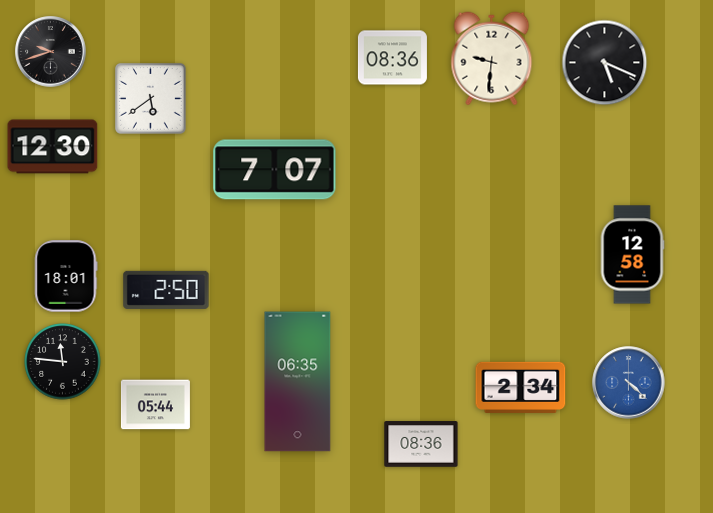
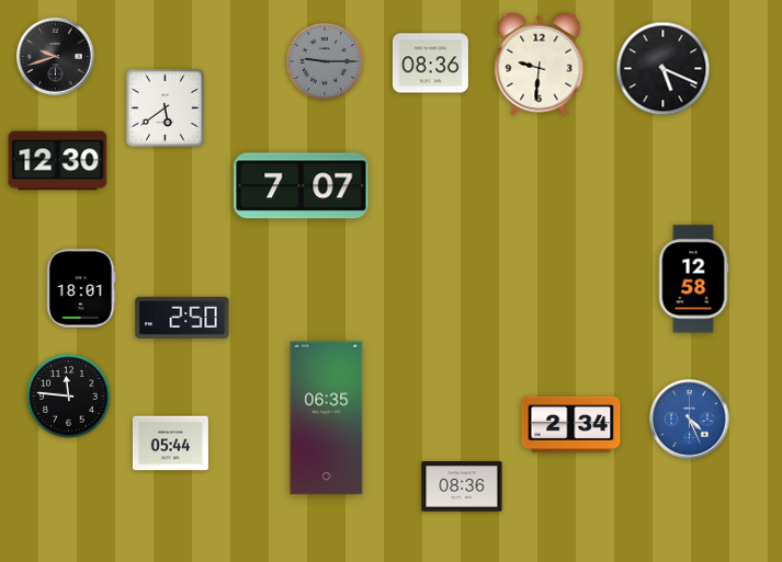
clock at (325, 61): none -> 9:15
clock at (66, 276) position: (66, 276) -> (81, 288)
clock at (629, 383): 4:22 -> 4:26
